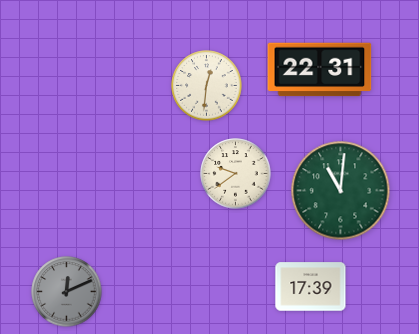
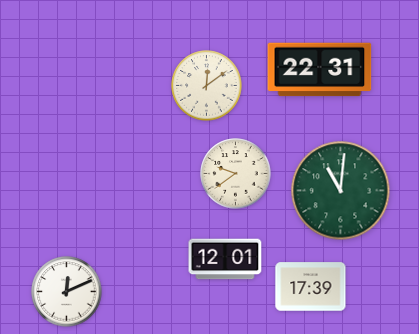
clock at (207, 86): 12:31 -> 12:09
clock at (225, 259): none -> 12:01
clock at (67, 292) dial: grey -> white
